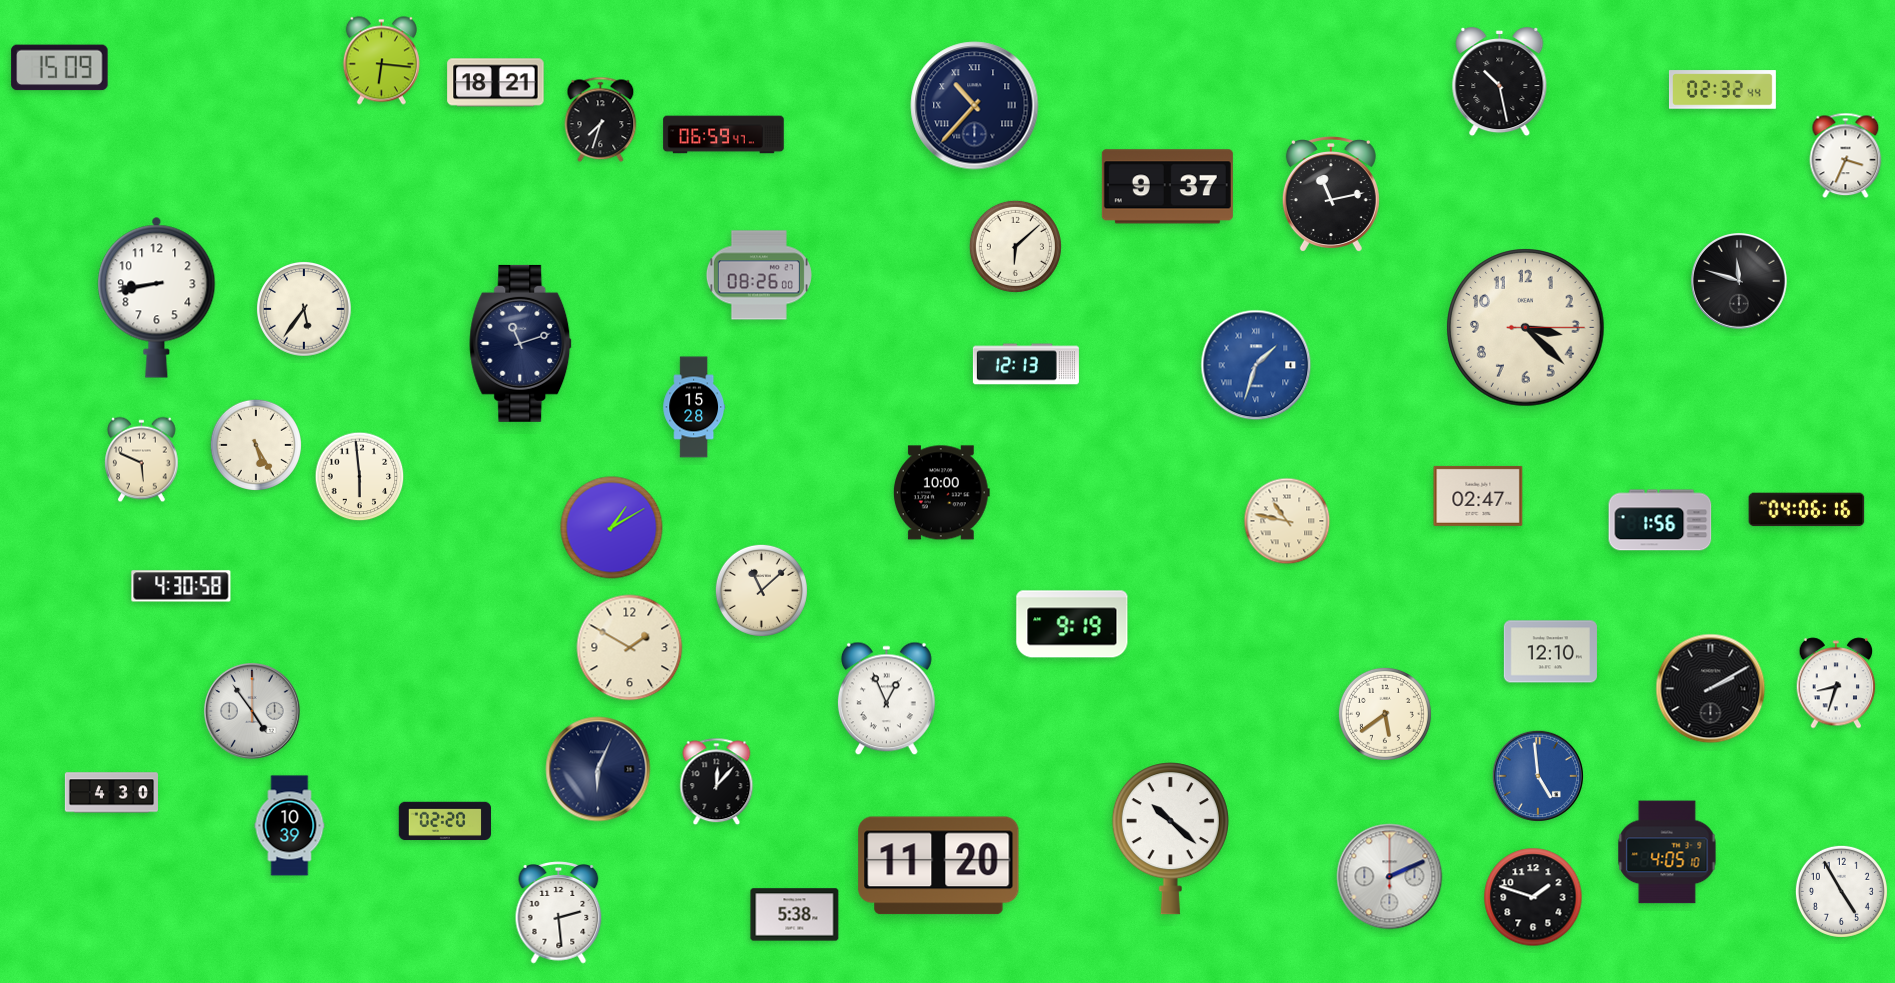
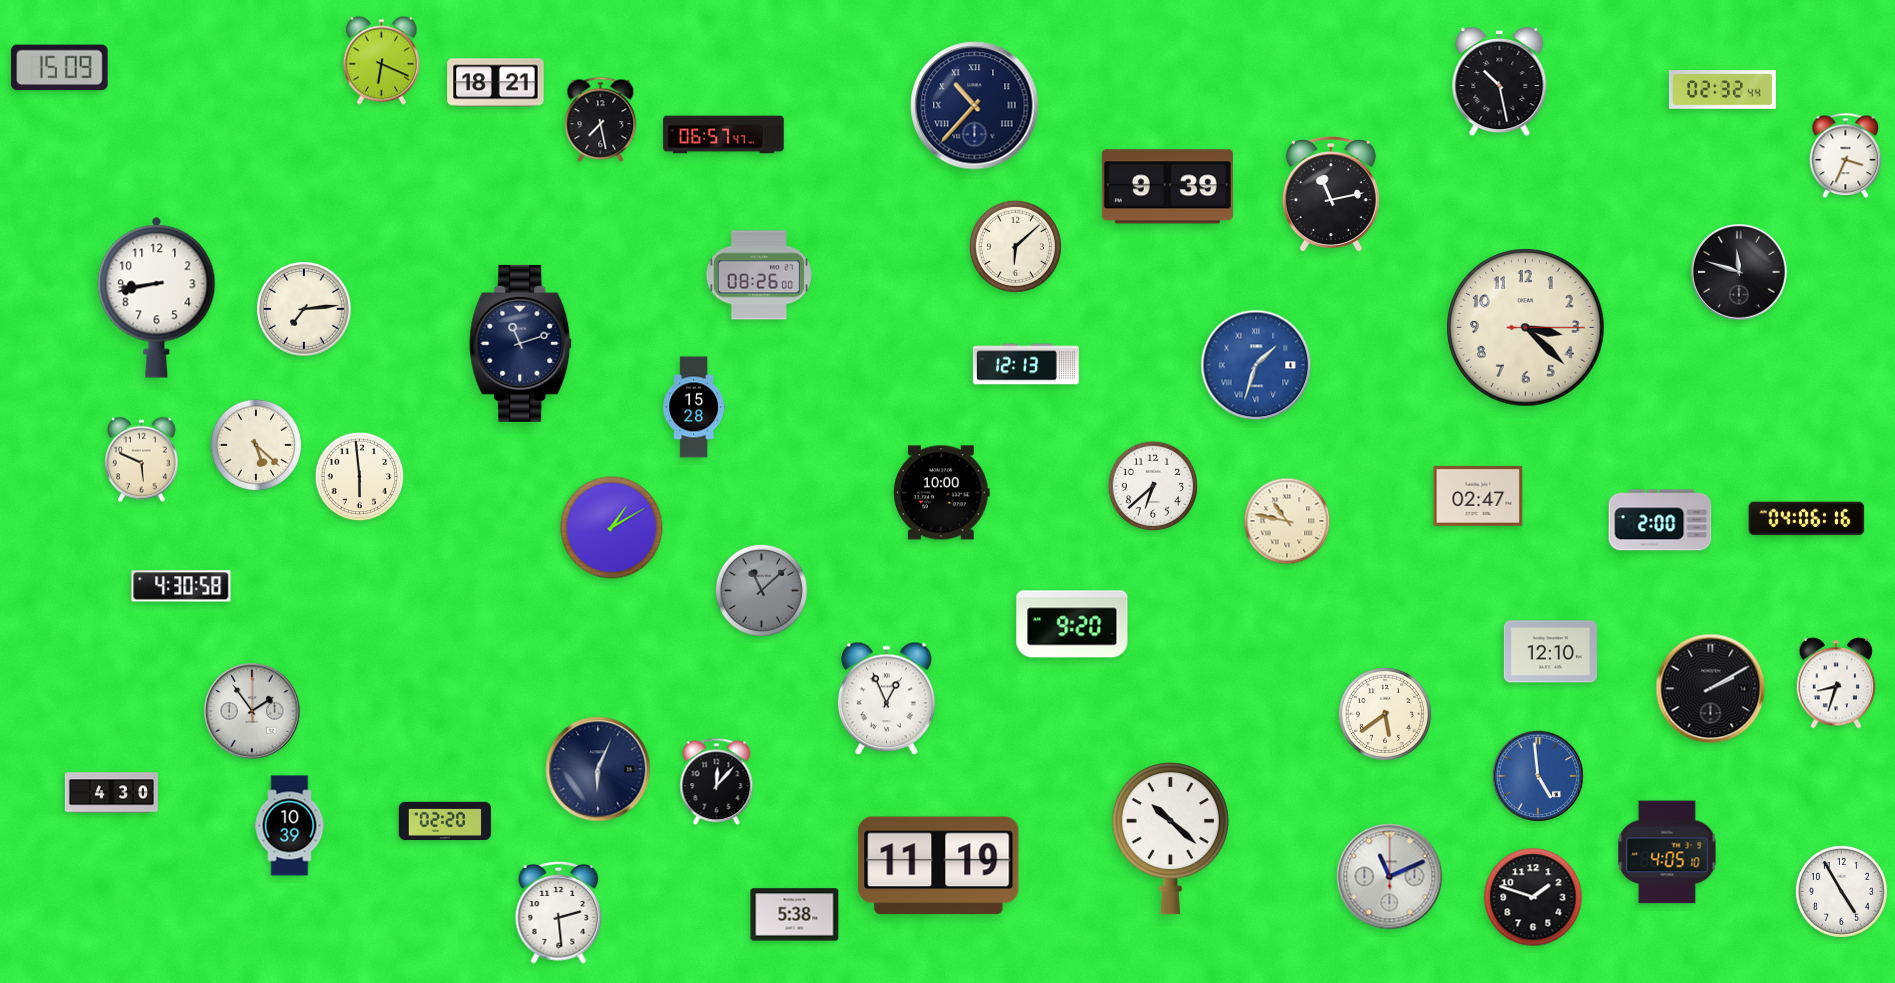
clock at (381, 61): 6:16 -> 6:19
clock at (601, 120): 7:33 -> 7:28
clock at (724, 135): 06:59 -> 06:57
clock at (1167, 187): 9:37 -> 9:39
clock at (1740, 282) position: (1740, 282) -> (1740, 273)
clock at (305, 310): 5:36 -> 7:14
clock at (256, 445): 5:25 -> 5:22
clock at (1153, 486): none -> 6:38
clock at (1807, 510) position: (1807, 510) -> (1807, 519)
clock at (1660, 520): 1:56 -> 2:00
clock at (761, 590) dial: cream -> grey
clock at (1072, 624): 9:19 -> 9:20
clock at (630, 648): 1:50 -> none
clock at (253, 712): 4:54 -> 1:54
clock at (939, 866): 11:20 -> 11:19
clock at (1390, 877): 2:11 -> 11:11
